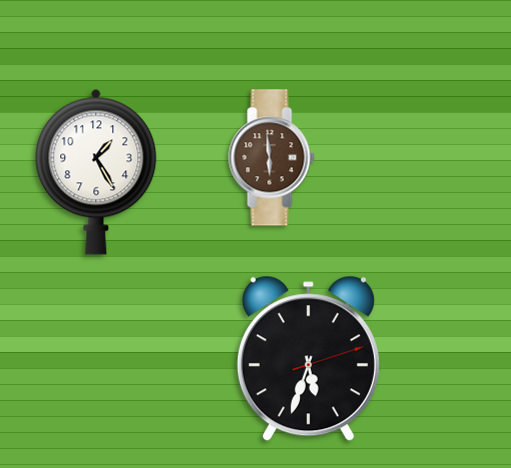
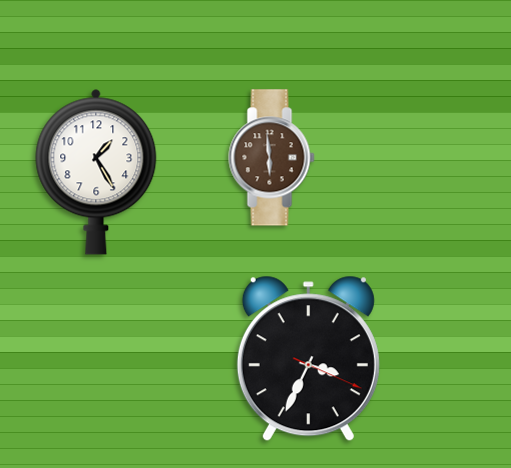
clock at (308, 359): 5:33 -> 3:34
